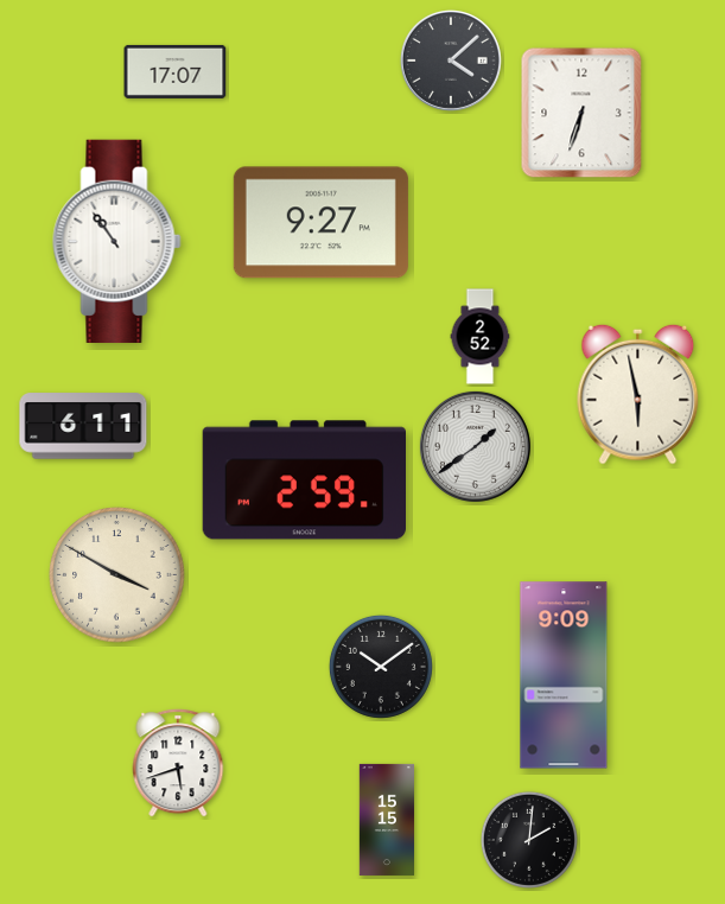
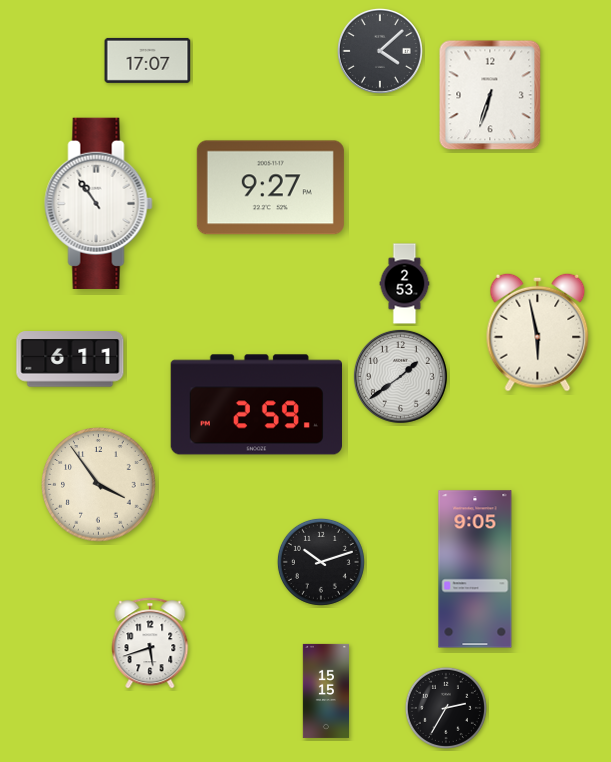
clock at (481, 337): 2:52 -> 2:53
clock at (117, 575): 3:50 -> 3:54
clock at (381, 667): 10:09 -> 10:12
clock at (564, 675): 9:09 -> 9:05
clock at (529, 840): 2:01 -> 2:35
